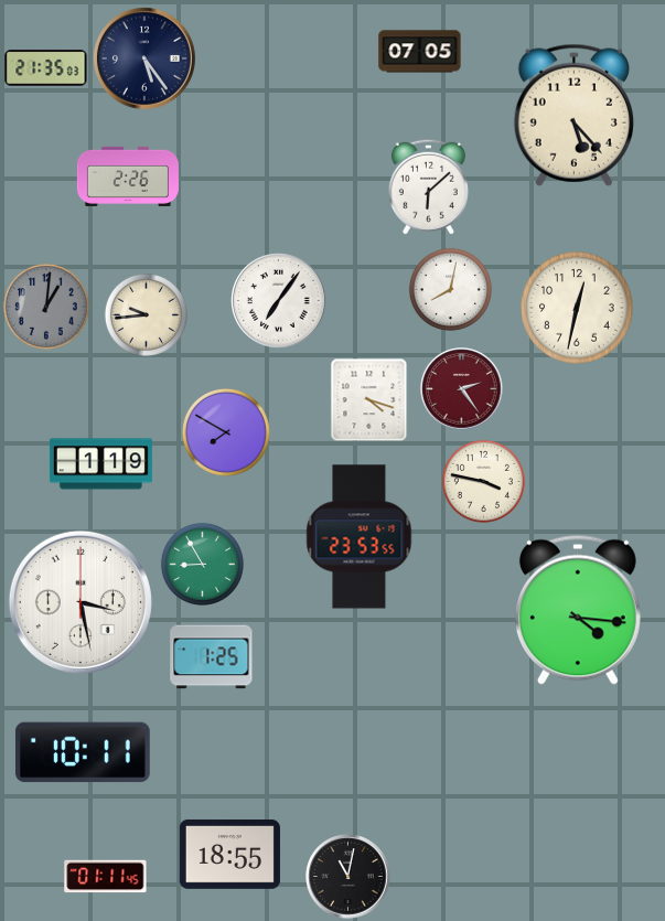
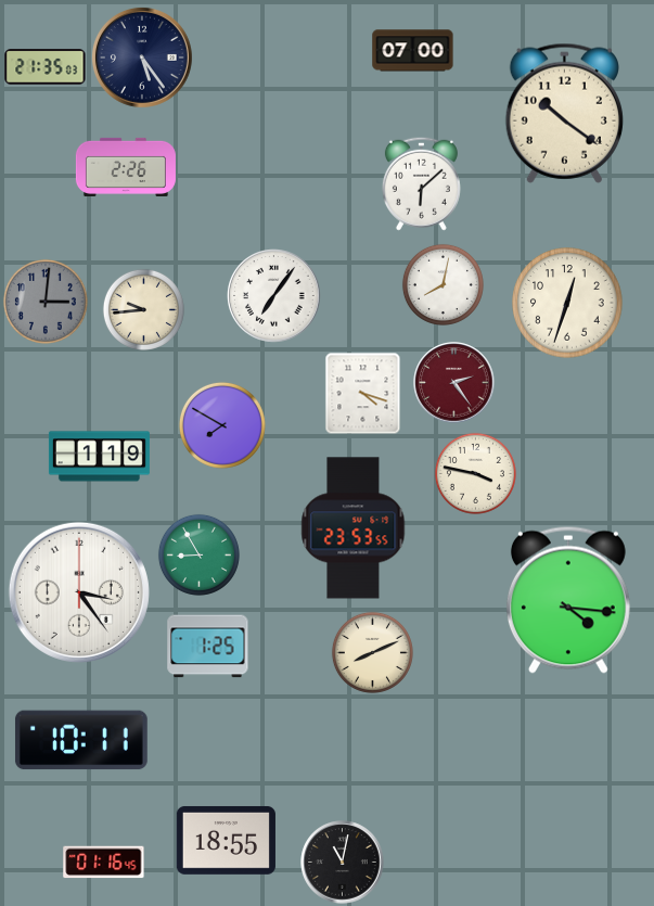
clock at (420, 52): 07:05 -> 07:00
clock at (573, 115): 5:23 -> 10:21
clock at (128, 176) position: (128, 176) -> (126, 167)
clock at (46, 307): 1:01 -> 3:01
clock at (577, 308): 12:32 -> 12:33
clock at (81, 602): 3:28 -> 3:24
clock at (372, 652): none -> 8:11
clock at (106, 877): 01:11 -> 01:16
